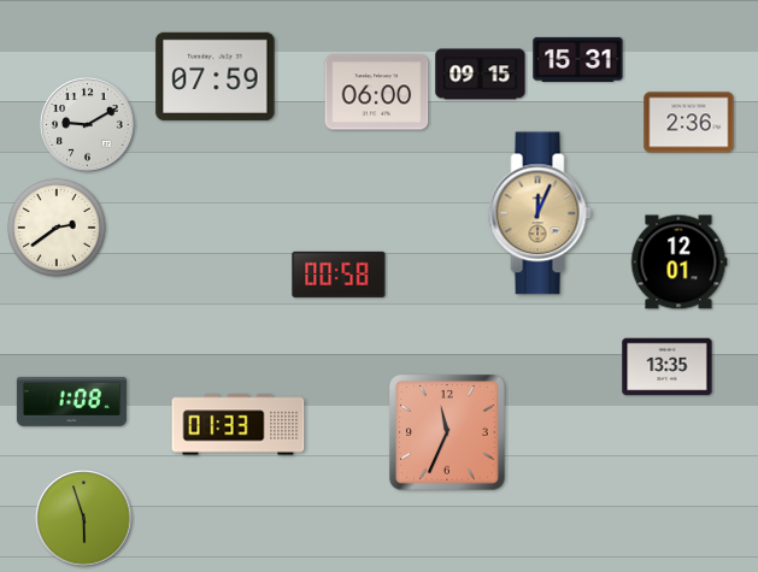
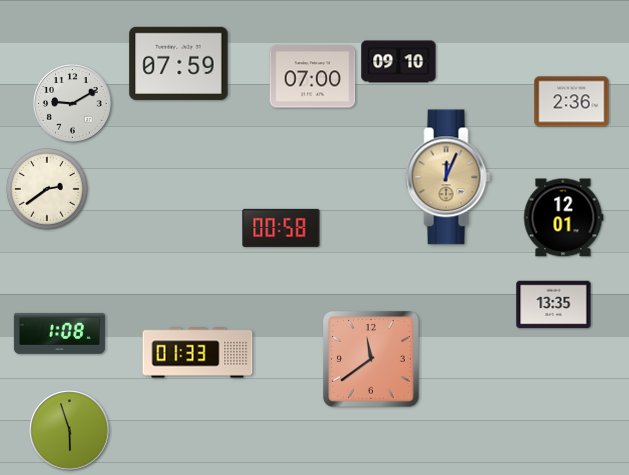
clock at (578, 59): 15:31 -> none
clock at (481, 75): 09:15 -> 09:10
clock at (377, 93): 06:00 -> 07:00
clock at (447, 432): 11:34 -> 11:39
